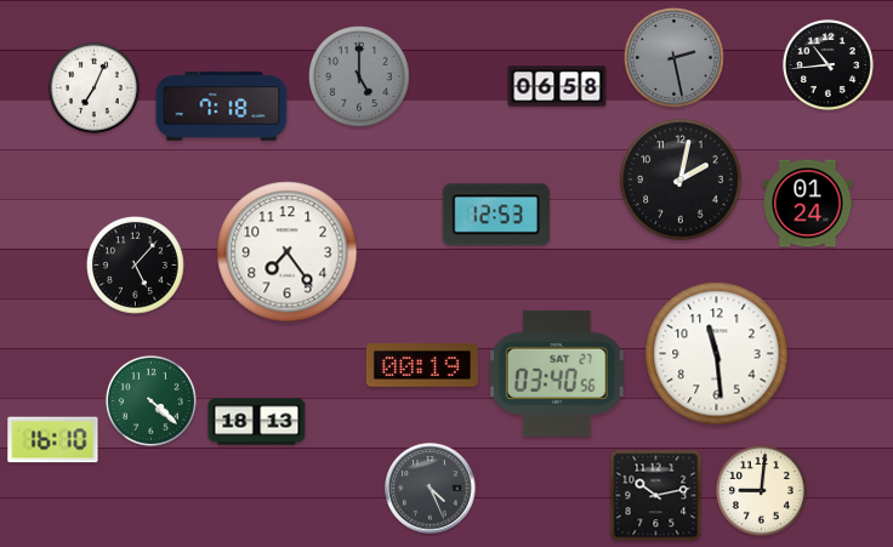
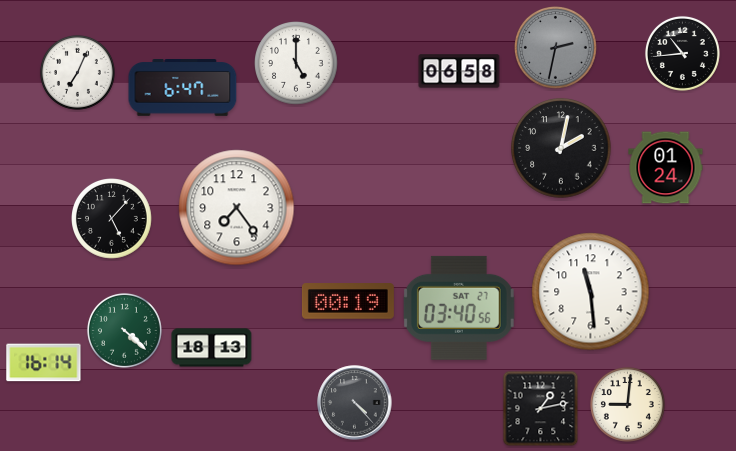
clock at (675, 58): 2:28 -> 2:32
clock at (360, 78) dial: grey -> white
clock at (222, 107): 7:18 -> 6:47
clock at (496, 215): 12:53 -> none
clock at (53, 440): 16:10 -> 16:14
clock at (431, 489): 4:26 -> 4:23
clock at (656, 496): 10:13 -> 1:13
